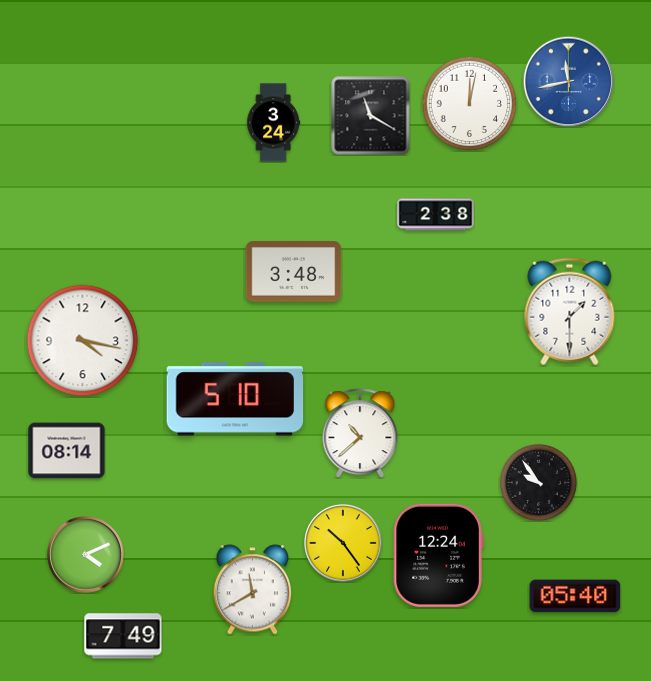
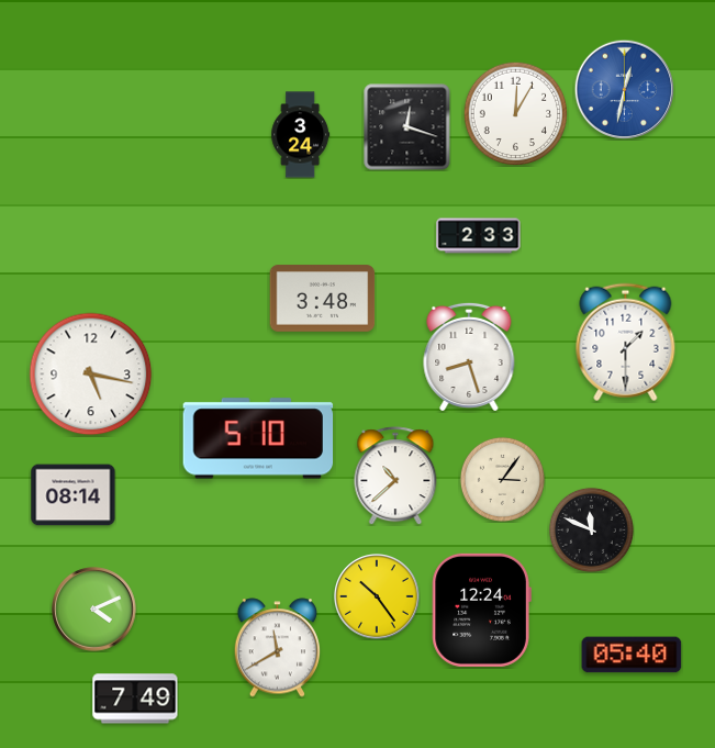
clock at (568, 81): 11:43 -> 12:32
clock at (469, 103): 12:02 -> 12:05
clock at (371, 116): 11:20 -> 12:18
clock at (436, 215): 2:38 -> 2:33
clock at (469, 357): none -> 8:27
clock at (83, 341): 4:17 -> 5:17
clock at (502, 479): none -> 3:06
clock at (538, 482): 9:54 -> 11:49
